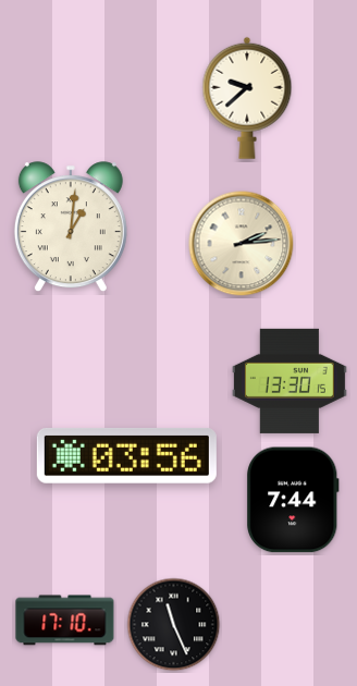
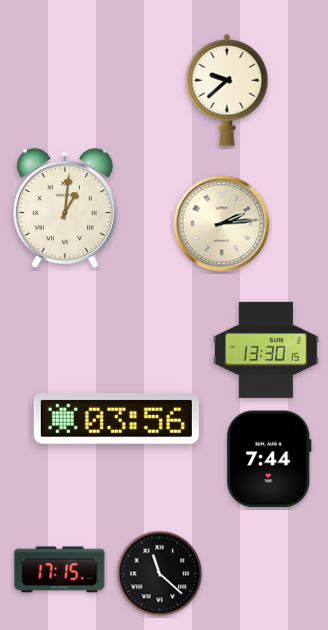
clock at (65, 621): 17:10 -> 17:15
clock at (174, 625): 11:26 -> 11:22
